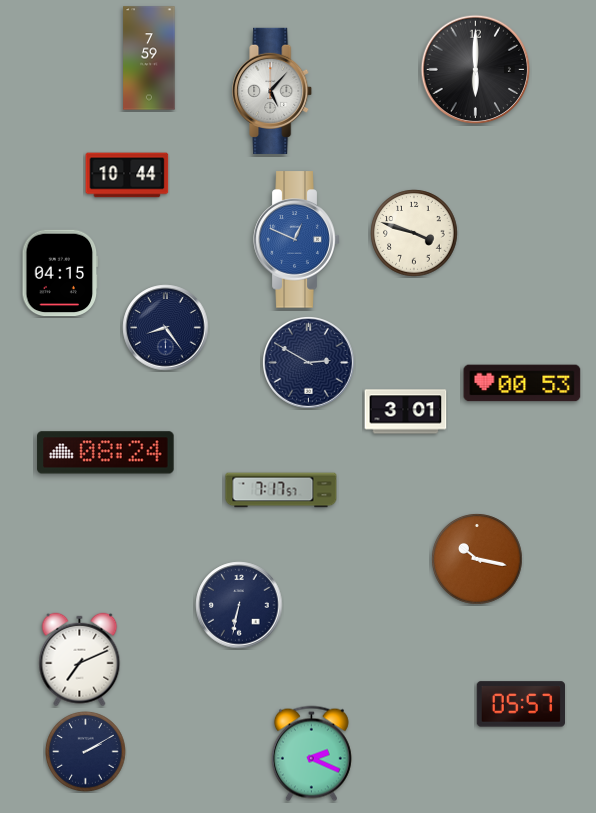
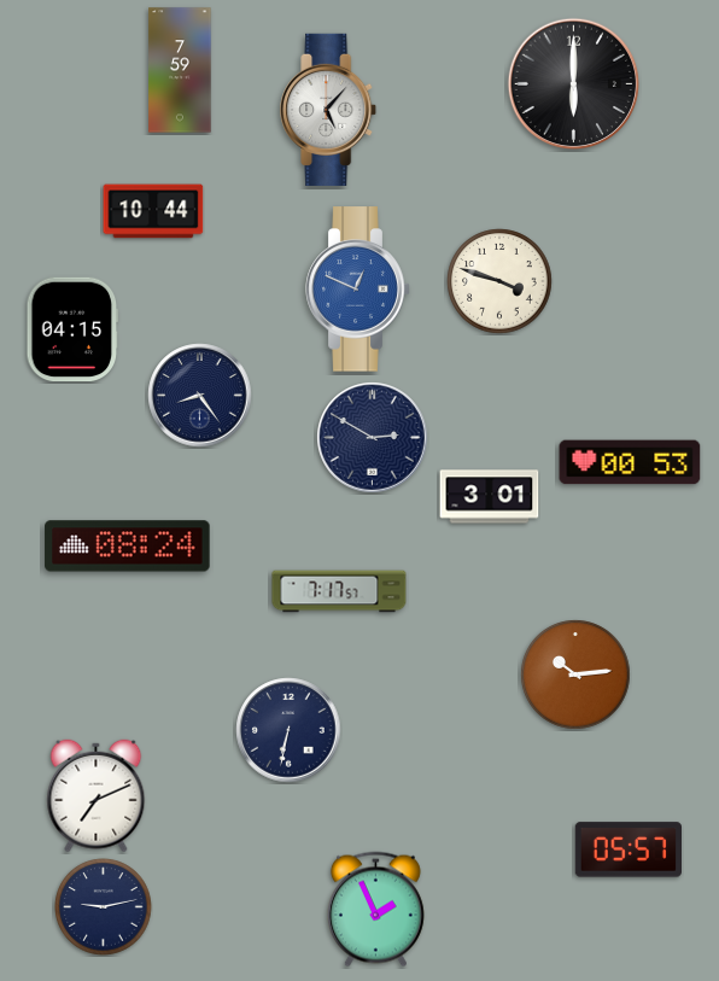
clock at (477, 559): 10:17 -> 10:14
clock at (86, 752): 2:10 -> 9:13
clock at (311, 754): 2:19 -> 1:56
